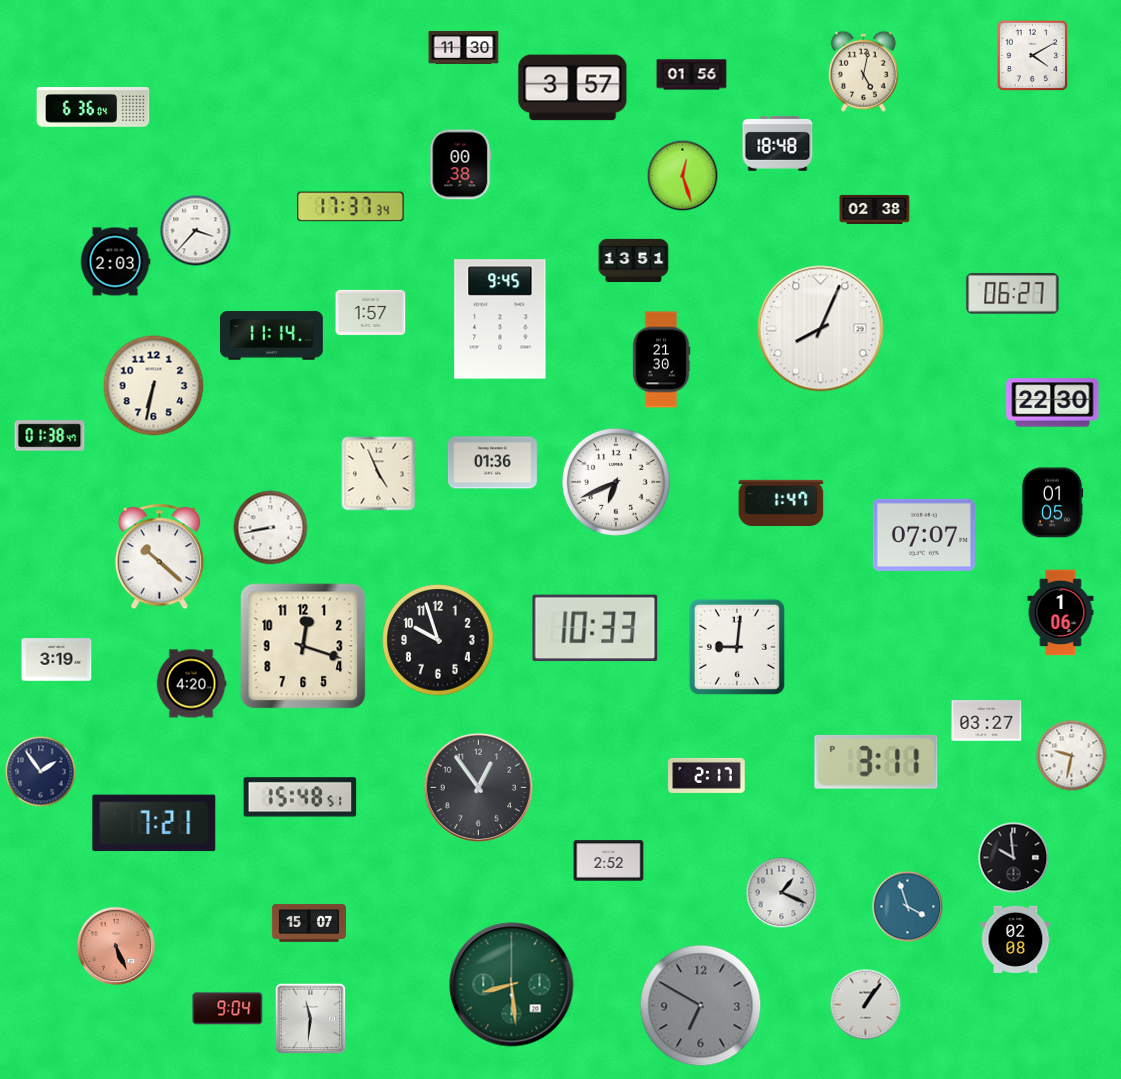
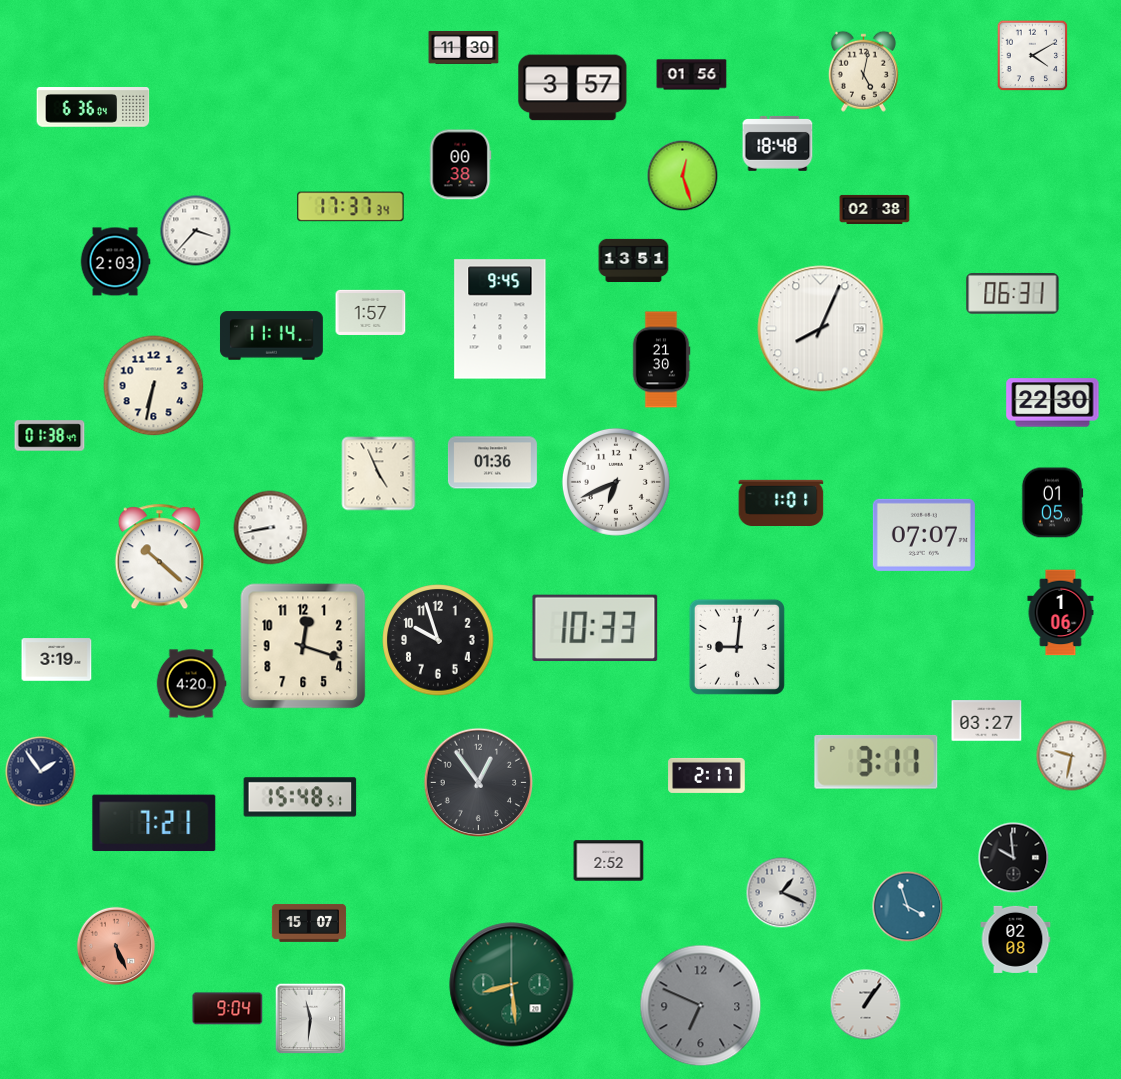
clock at (1013, 294): 06:27 -> 06:31
clock at (781, 502): 1:47 -> 1:01
clock at (479, 788) position: (479, 788) -> (479, 783)
clock at (701, 1006): 6:50 -> 6:49
